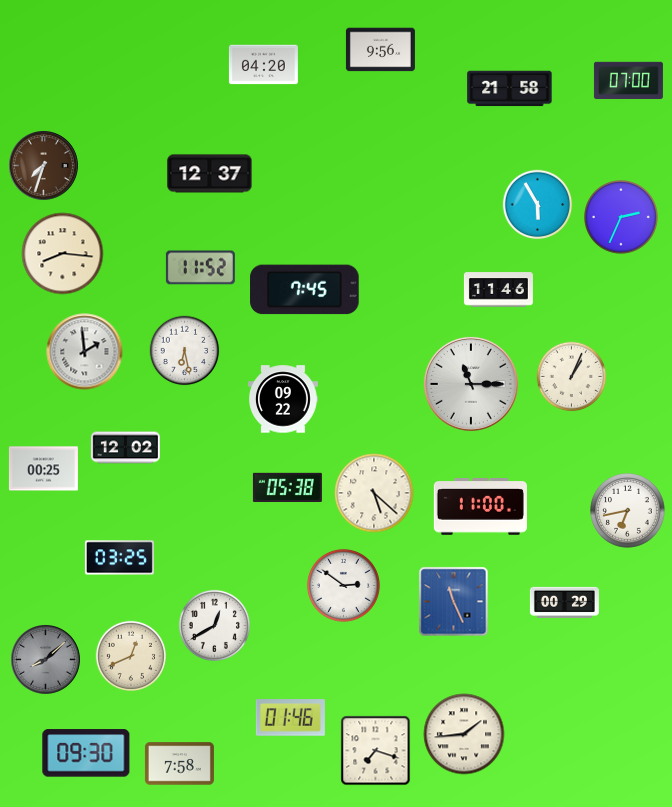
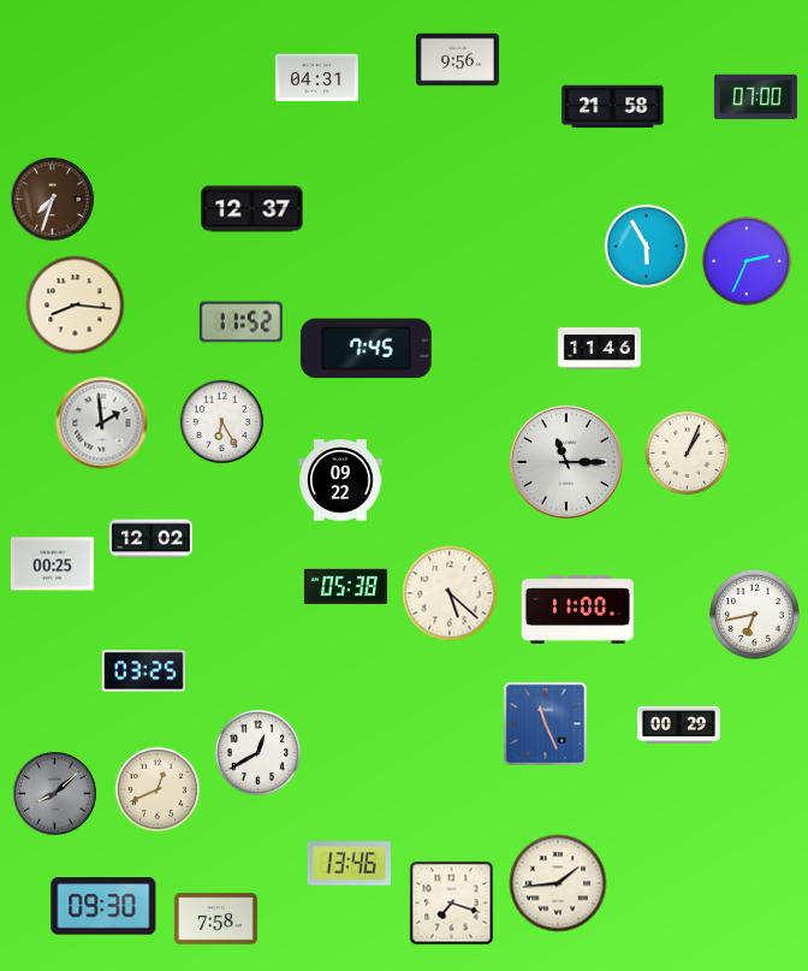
clock at (263, 65): 04:20 -> 04:31
clock at (185, 351): 6:28 -> 6:25
clock at (343, 585): 2:51 -> none
clock at (290, 718): 01:46 -> 13:46
